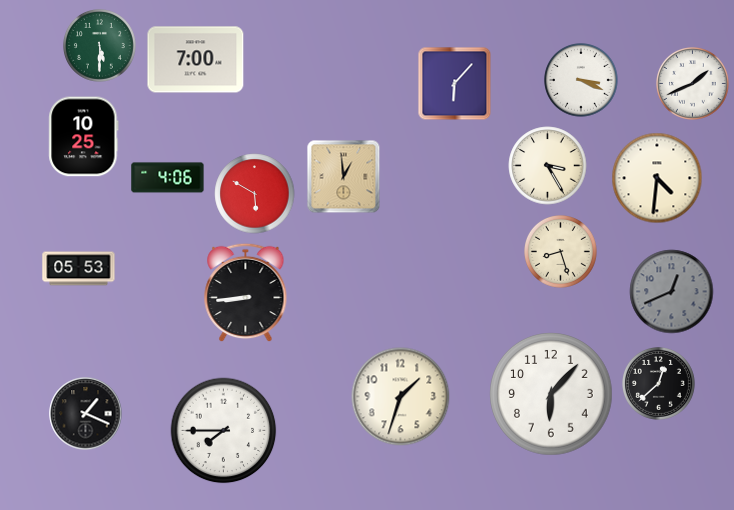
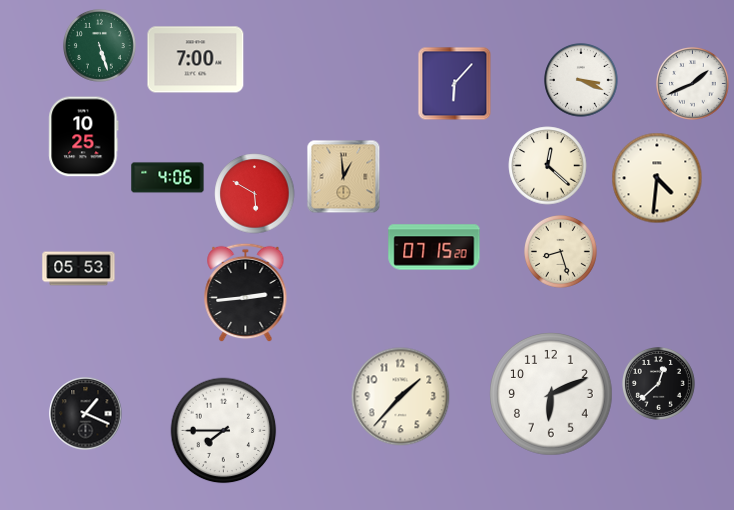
clock at (100, 46): 5:30 -> 5:27
clock at (548, 166): 3:25 -> 12:22
clock at (434, 247): none -> 07:15
clock at (672, 292): 12:41 -> none
clock at (246, 293): 8:44 -> 2:44
clock at (551, 394): 6:07 -> 6:11
clock at (401, 397): 1:33 -> 1:37
